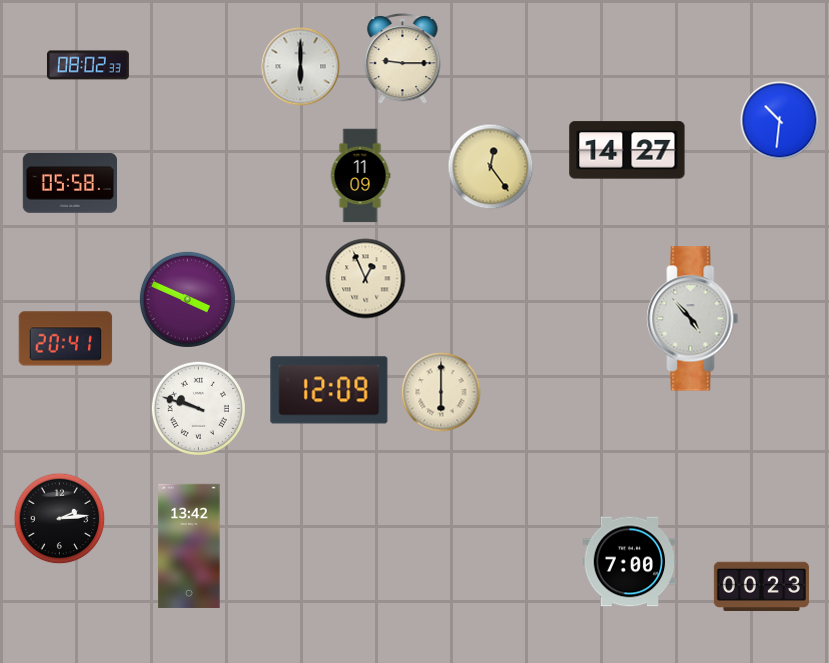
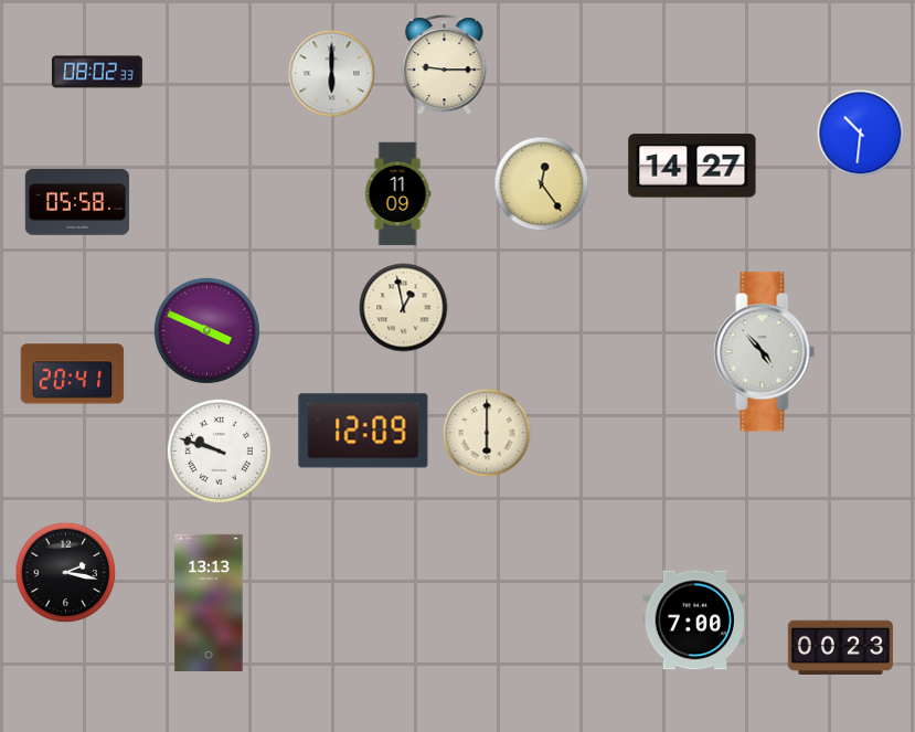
clock at (366, 279): 12:56 -> 12:58
clock at (60, 519): 2:14 -> 2:17
clock at (189, 546): 13:42 -> 13:13
